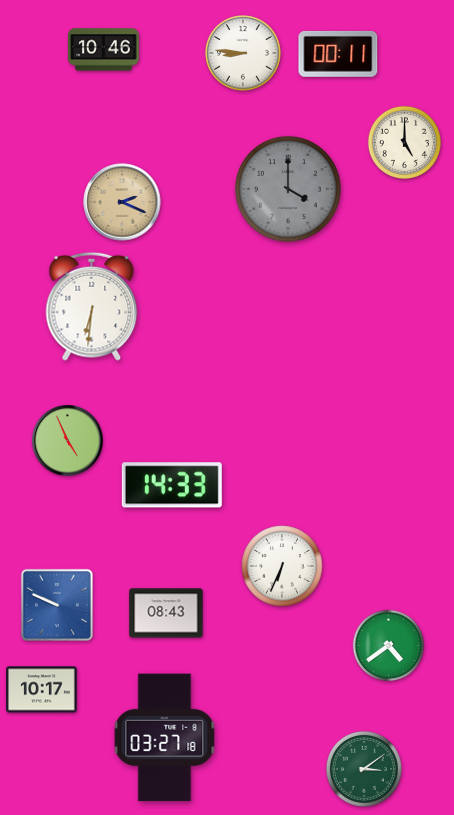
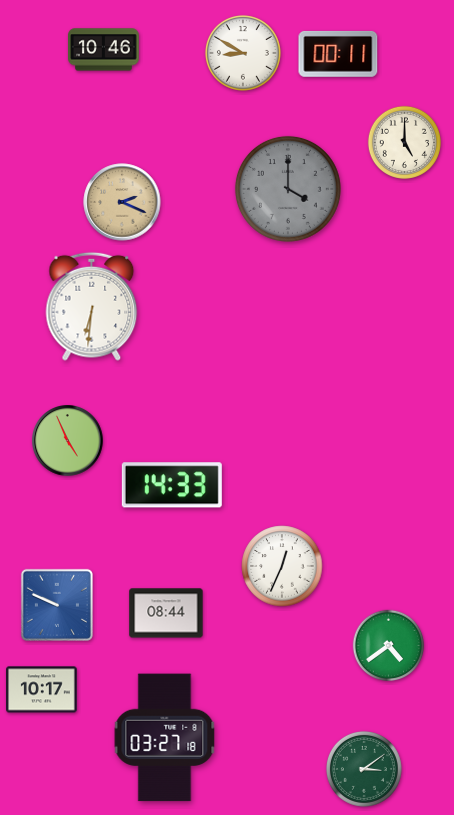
clock at (243, 53): 8:46 -> 8:50
clock at (282, 566): 6:34 -> 12:34
clock at (166, 613): 08:43 -> 08:44
